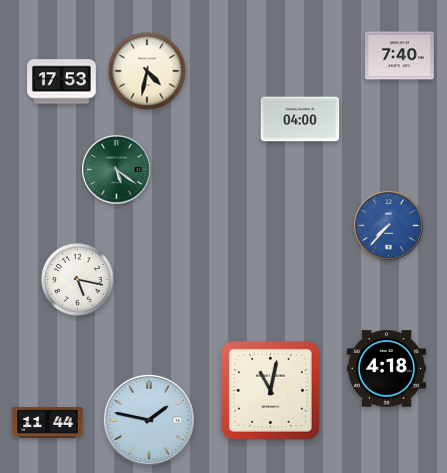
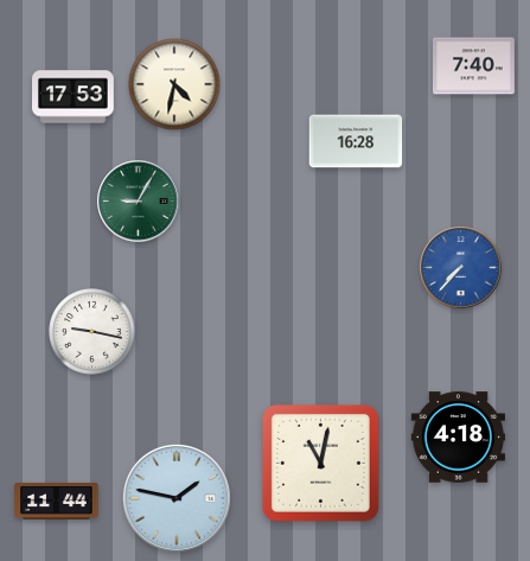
clock at (300, 119): 04:00 -> 16:28
clock at (117, 170): 5:21 -> 9:05
clock at (78, 280): 5:17 -> 9:17
